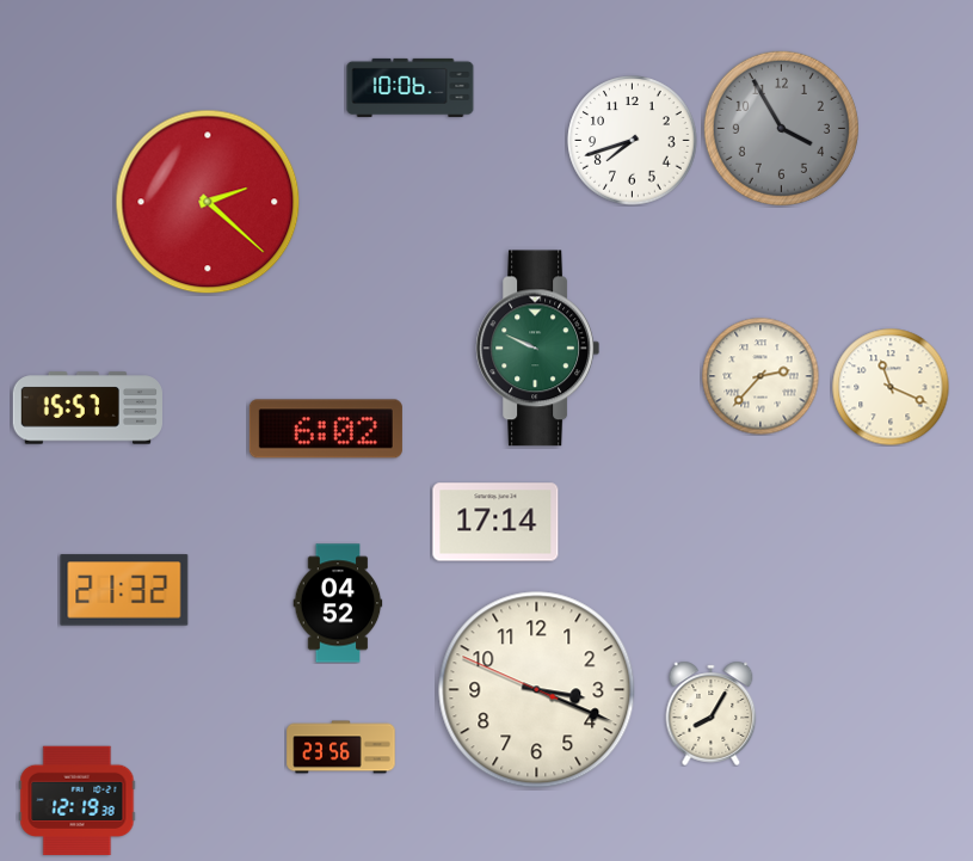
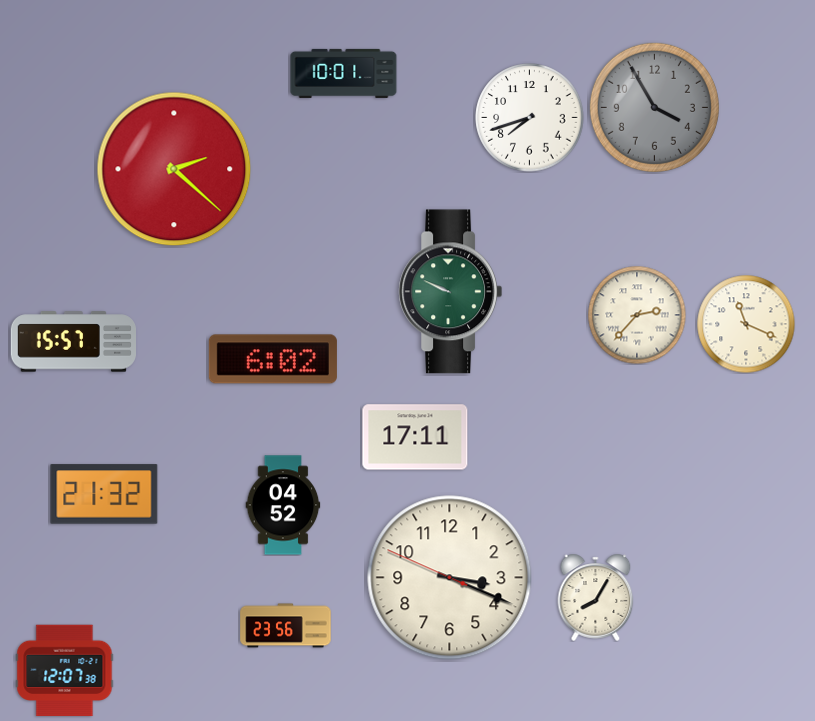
clock at (411, 87): 10:06 -> 10:01
clock at (495, 522): 17:14 -> 17:11
clock at (78, 801): 12:19 -> 12:07
